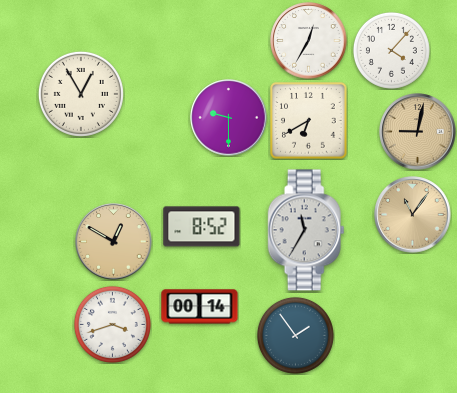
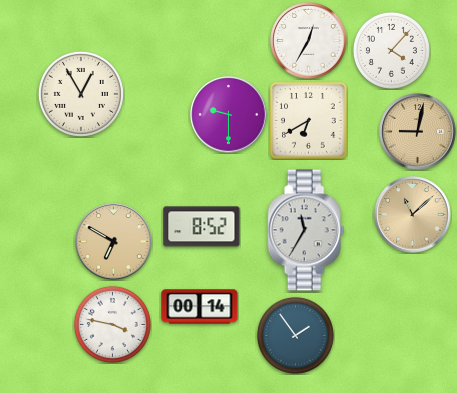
clock at (229, 118) position: (229, 118) -> (229, 115)
clock at (413, 215): 11:06 -> 11:08
clock at (114, 242): 12:50 -> 6:50
clock at (112, 324): 3:42 -> 3:47
